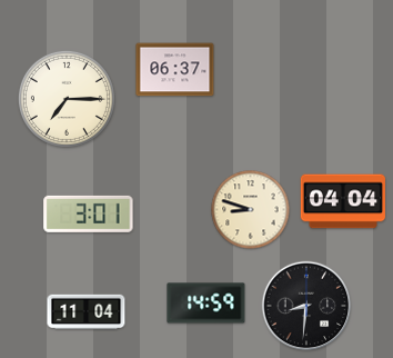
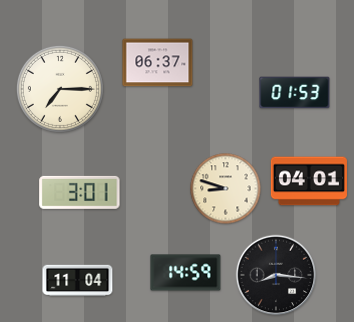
clock at (295, 93): none -> 01:53
clock at (343, 201): 04:04 -> 04:01
clock at (306, 306): 8:31 -> 8:16
